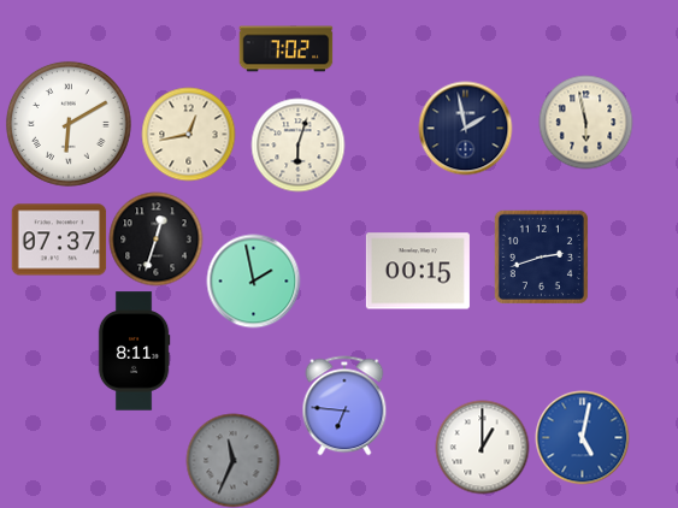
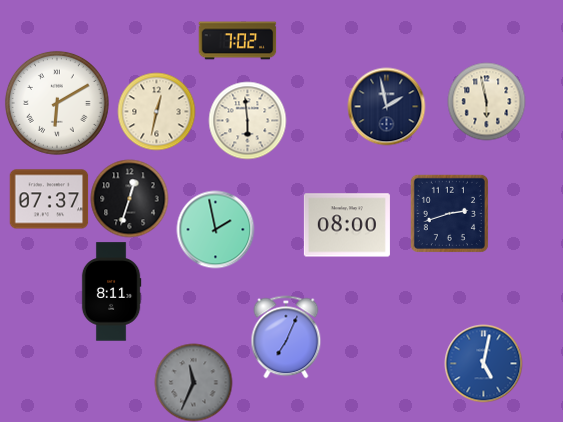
clock at (188, 134): 12:43 -> 12:32
clock at (297, 144): 6:03 -> 5:59
clock at (418, 271): 00:15 -> 08:00
clock at (253, 280) position: (253, 280) -> (215, 229)
clock at (344, 406): 6:46 -> 7:04
clock at (482, 447): 1:00 -> none
